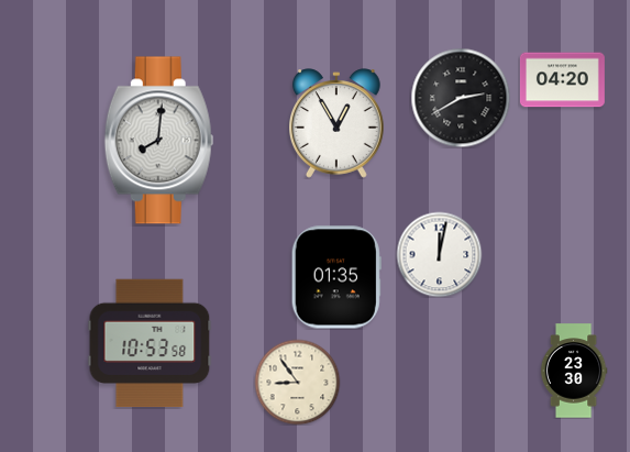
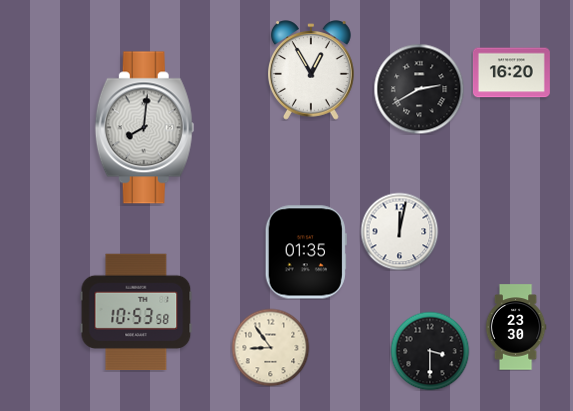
clock at (562, 80): 04:20 -> 16:20
clock at (338, 123) position: (338, 123) -> (312, 70)
clock at (574, 371) position: (574, 371) -> (516, 327)
clock at (430, 351): none -> 3:30
